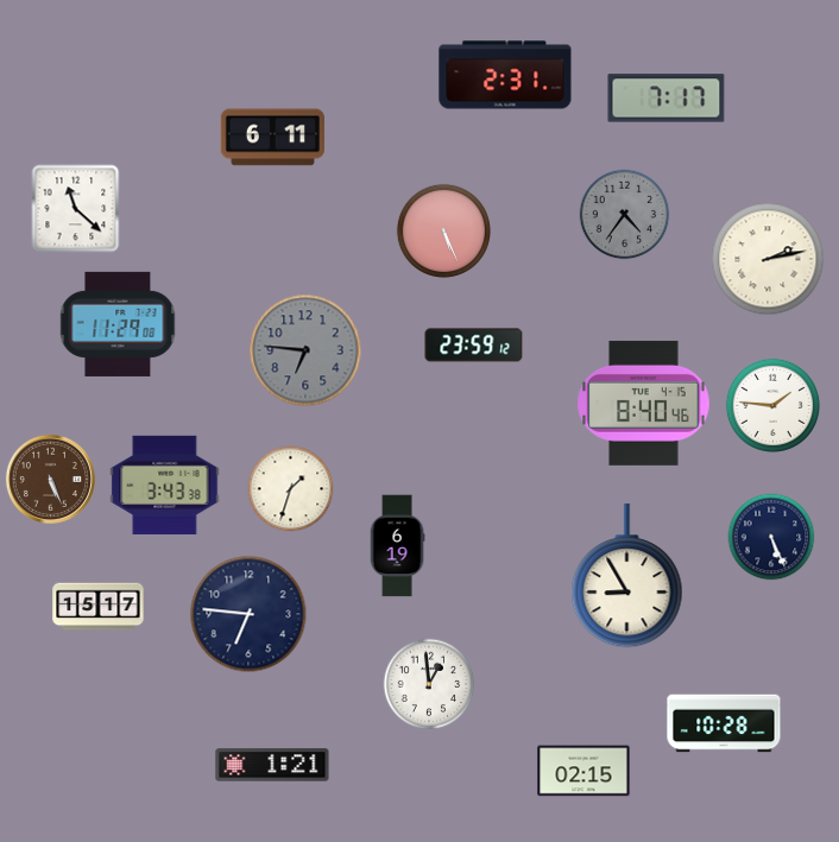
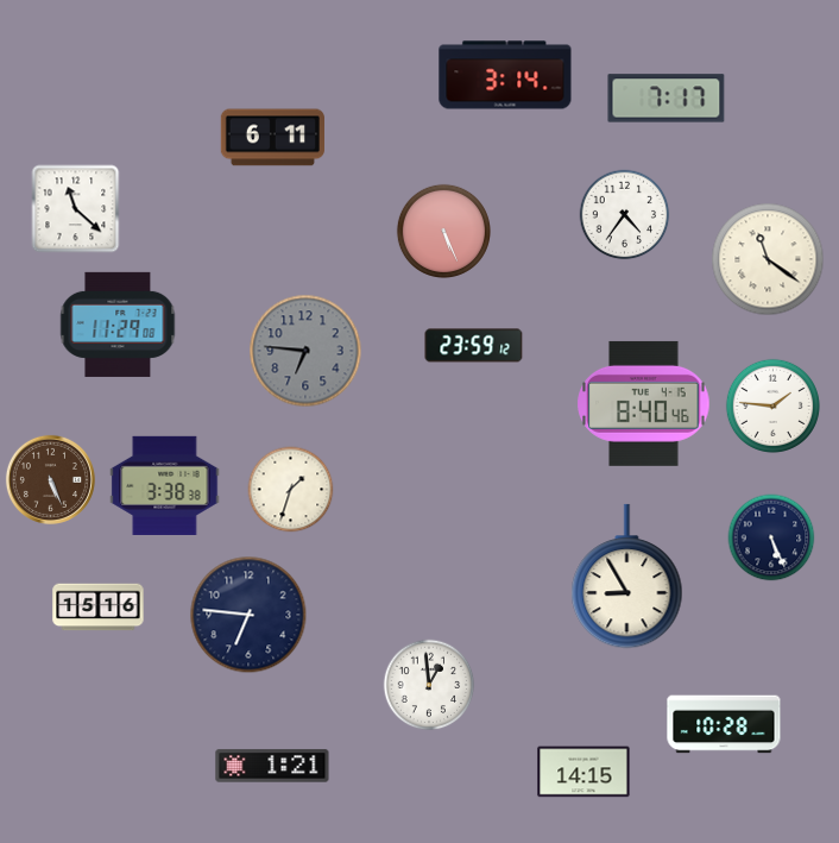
clock at (505, 75): 2:31 -> 3:14
clock at (625, 215) dial: grey -> white
clock at (768, 259): 2:13 -> 11:21
clock at (165, 485): 3:43 -> 3:38
clock at (397, 546): 6:19 -> none
clock at (99, 607): 15:17 -> 15:16
clock at (583, 771): 02:15 -> 14:15
